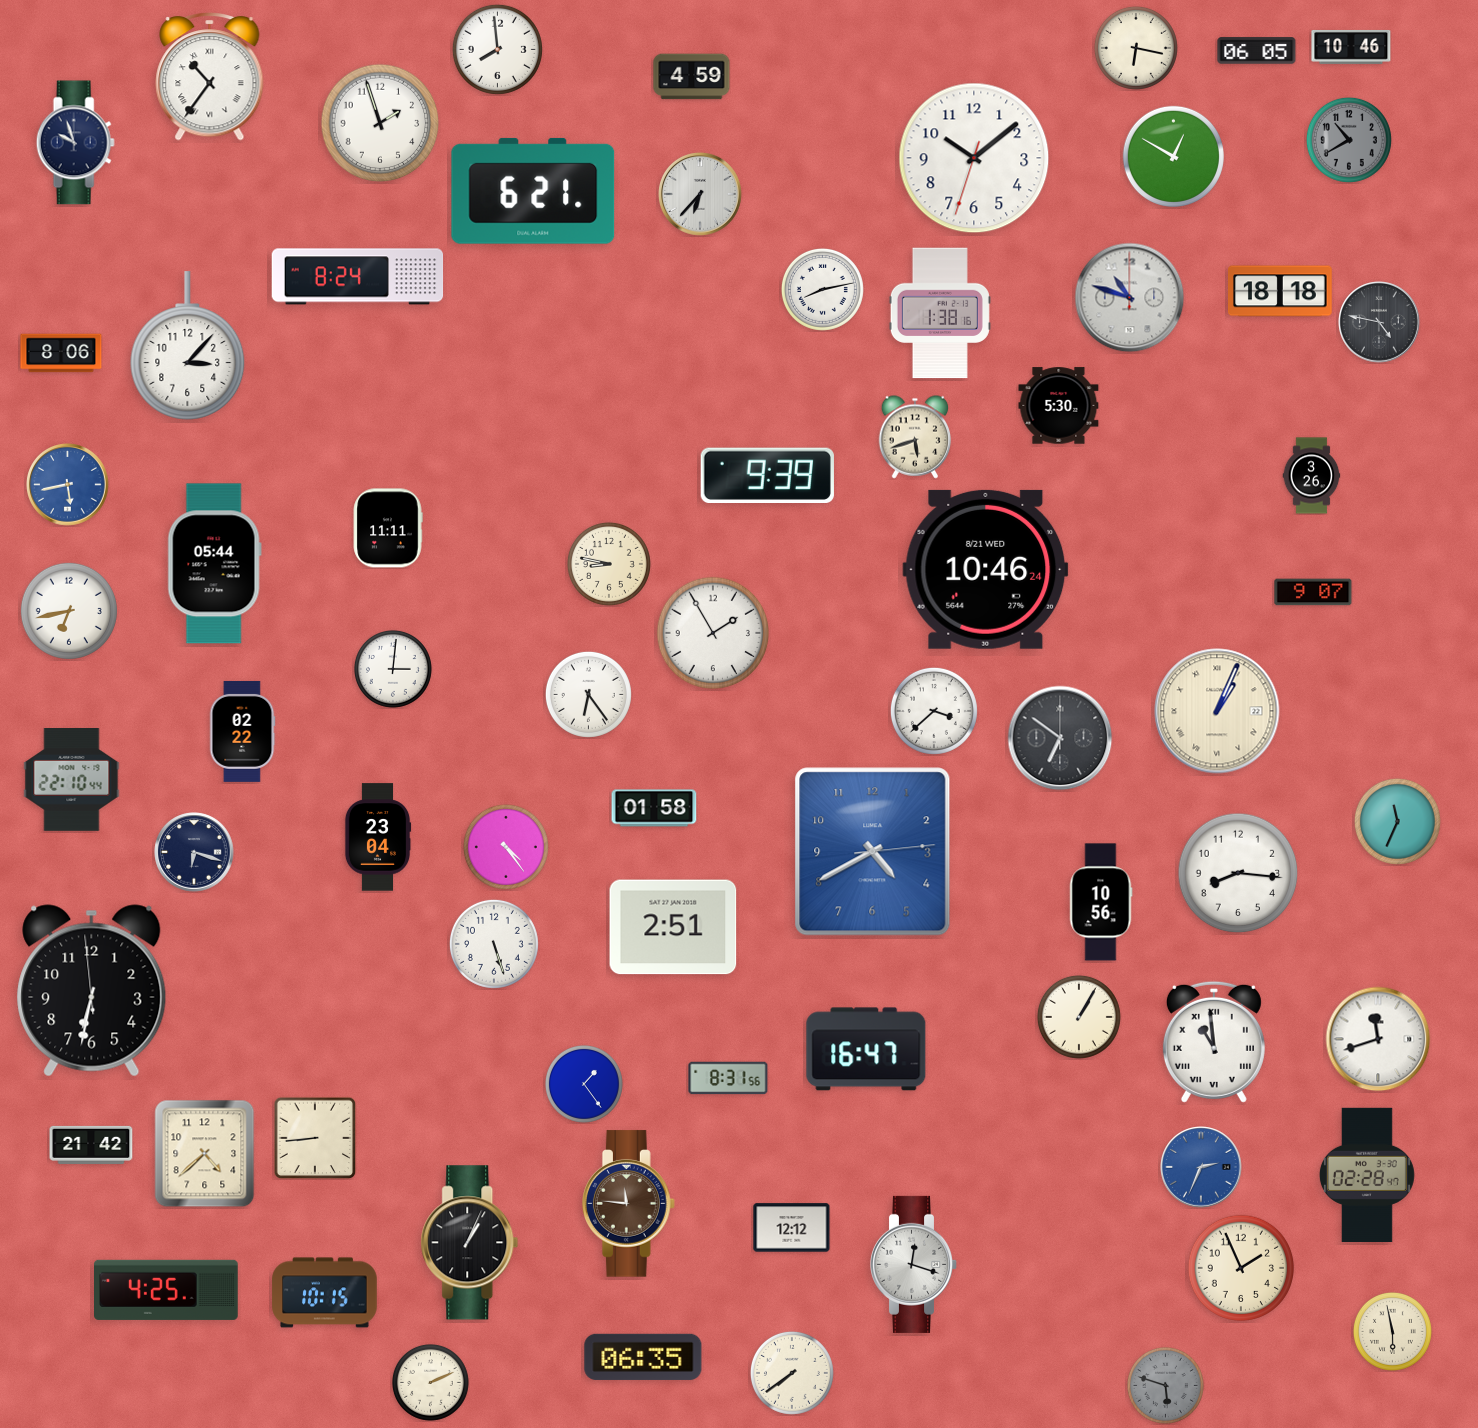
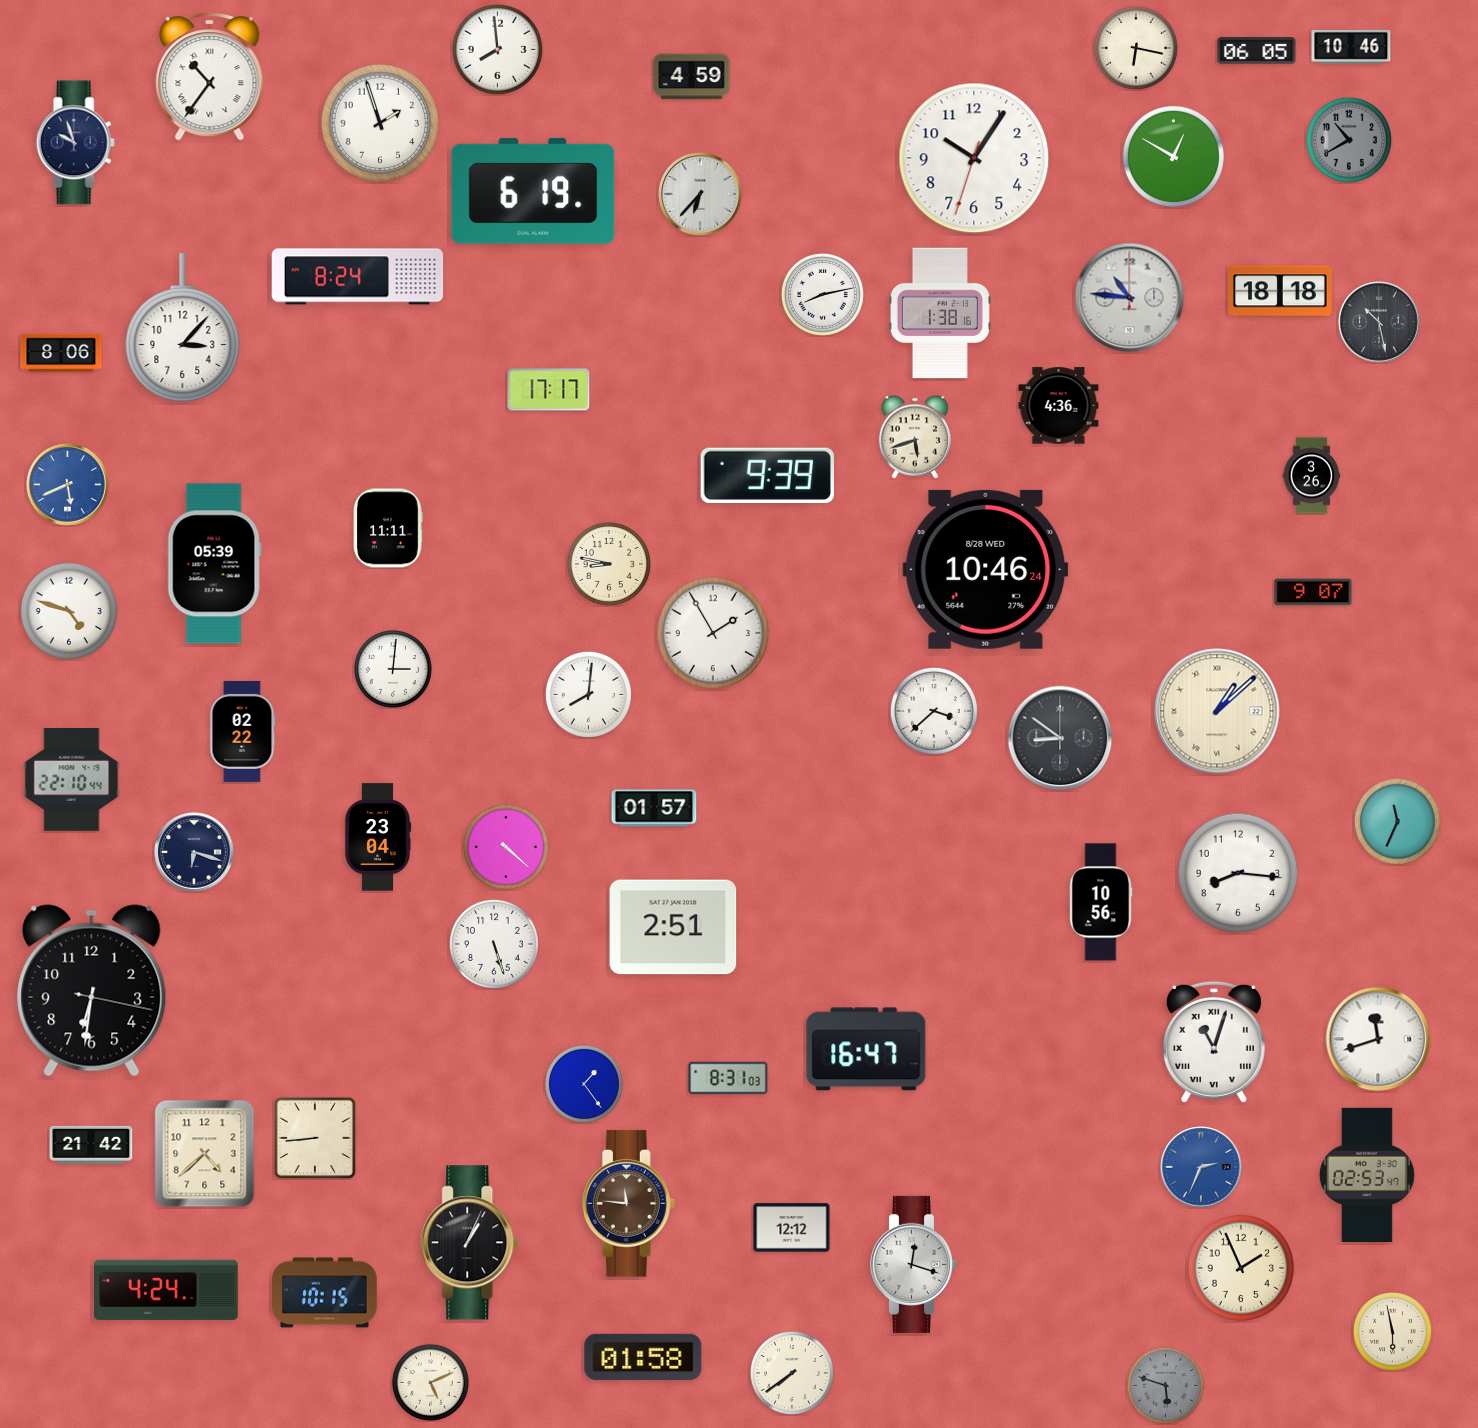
clock at (974, 158): 10:08 -> 10:05
clock at (533, 191): 6:21 -> 6:19
clock at (822, 289) position: (822, 289) -> (822, 294)
clock at (1130, 298): 10:48 -> 10:46
clock at (1379, 322): 4:47 -> 10:28
clock at (188, 346) position: (188, 346) -> (183, 328)
clock at (549, 390): none -> 17:17
clock at (1059, 406): 5:30 -> 4:36
clock at (68, 485): 5:43 -> 5:41
clock at (214, 564): 05:44 -> 05:39
clock at (986, 569) date: 8/21 WED -> 8/28 WED
clock at (69, 611): 6:43 -> 4:48
clock at (588, 694): 6:24 -> 8:01
clock at (1217, 711): 1:04 -> 1:08
clock at (1060, 738): 6:51 -> 8:51
clock at (654, 808): 01:58 -> 01:57
clock at (506, 847): 4:24 -> 4:22
clock at (873, 852): 4:40 -> none
clock at (92, 991): 6:31:59 -> 6:31:17
clock at (1079, 1017): 1:05 -> none
clock at (1214, 1042): 10:59 -> 11:03
clock at (728, 1078): 8:31:56 -> 8:31:03
clock at (1367, 1174): 02:28 -> 02:53
clock at (167, 1290): 4:25 -> 4:24
clock at (643, 1357): 06:35 -> 01:58
clock at (430, 1382): 2:11 -> 5:11
